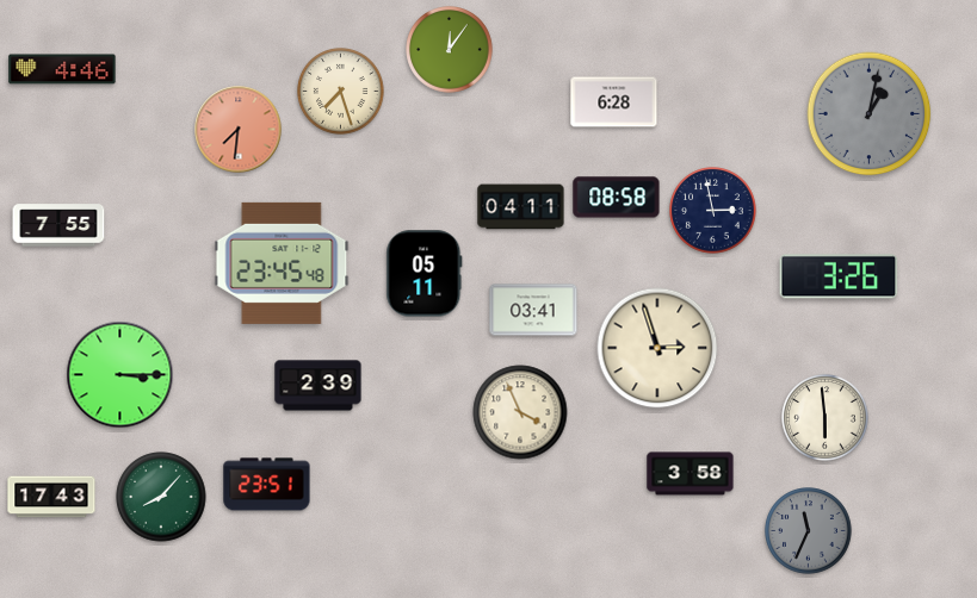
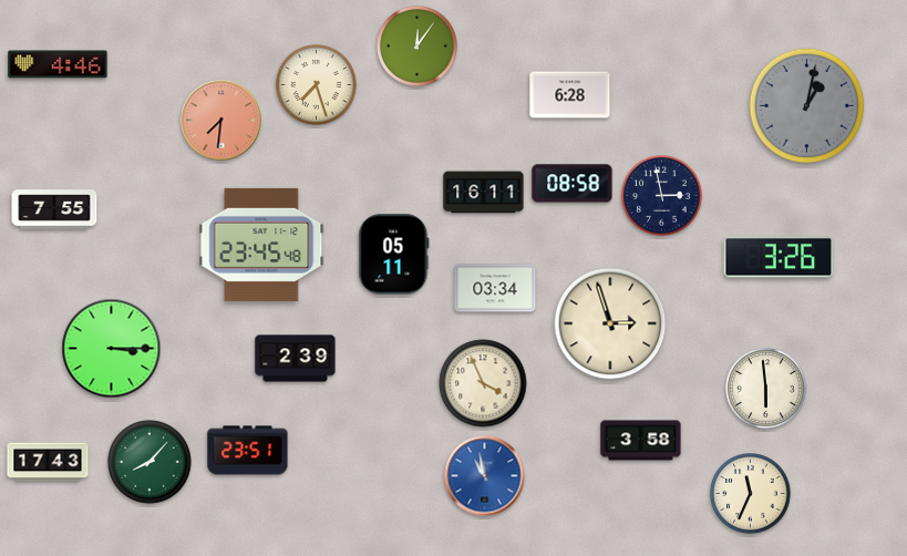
clock at (521, 207): 04:11 -> 16:11
clock at (533, 310): 03:41 -> 03:34
clock at (485, 476): none -> 10:58
clock at (809, 531) dial: grey -> cream
